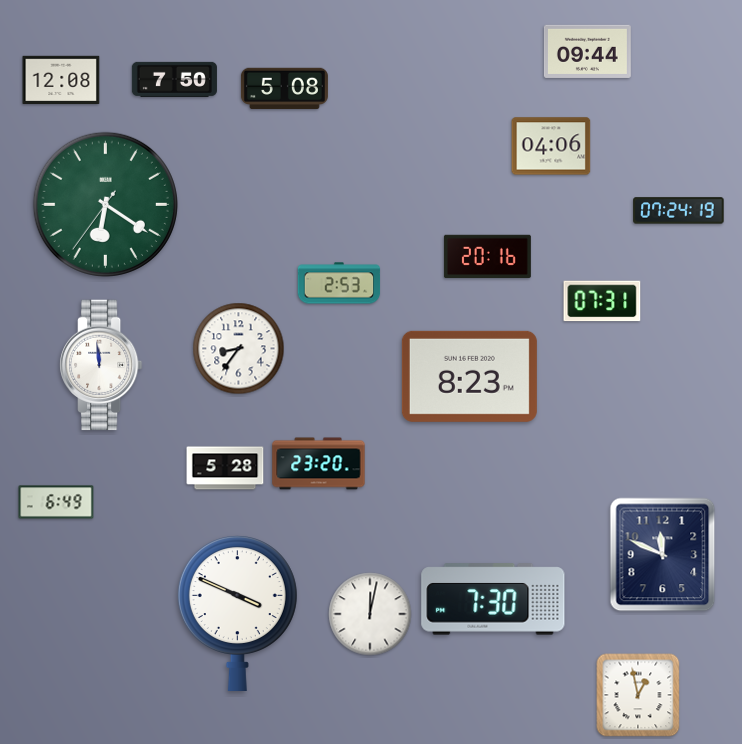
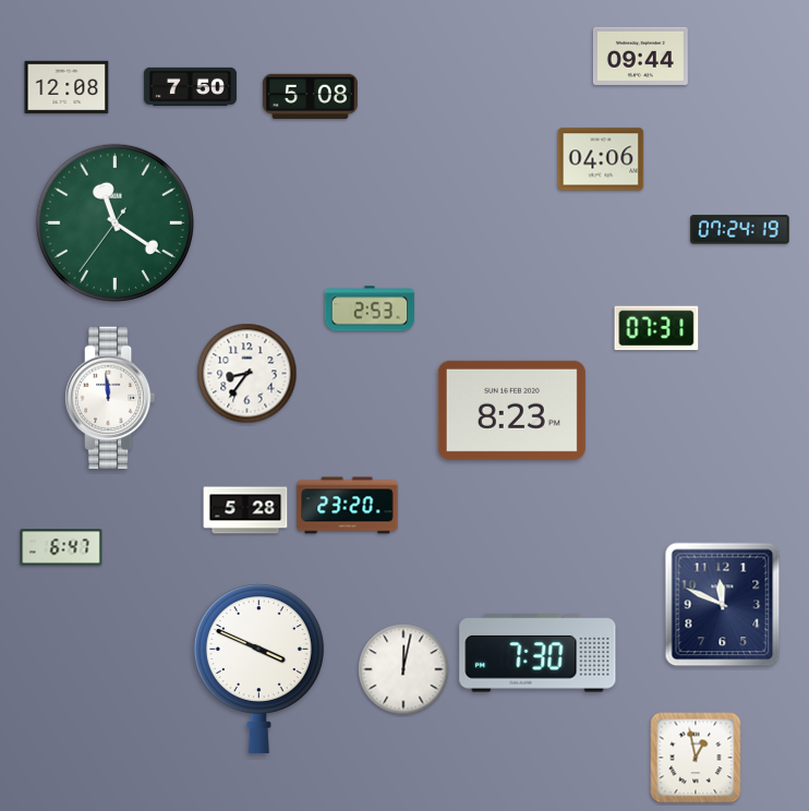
clock at (105, 204): 6:20 -> 11:20
clock at (487, 257): 20:16 -> none
clock at (239, 349) position: (239, 349) -> (247, 374)
clock at (56, 502): 6:49 -> 6:47
